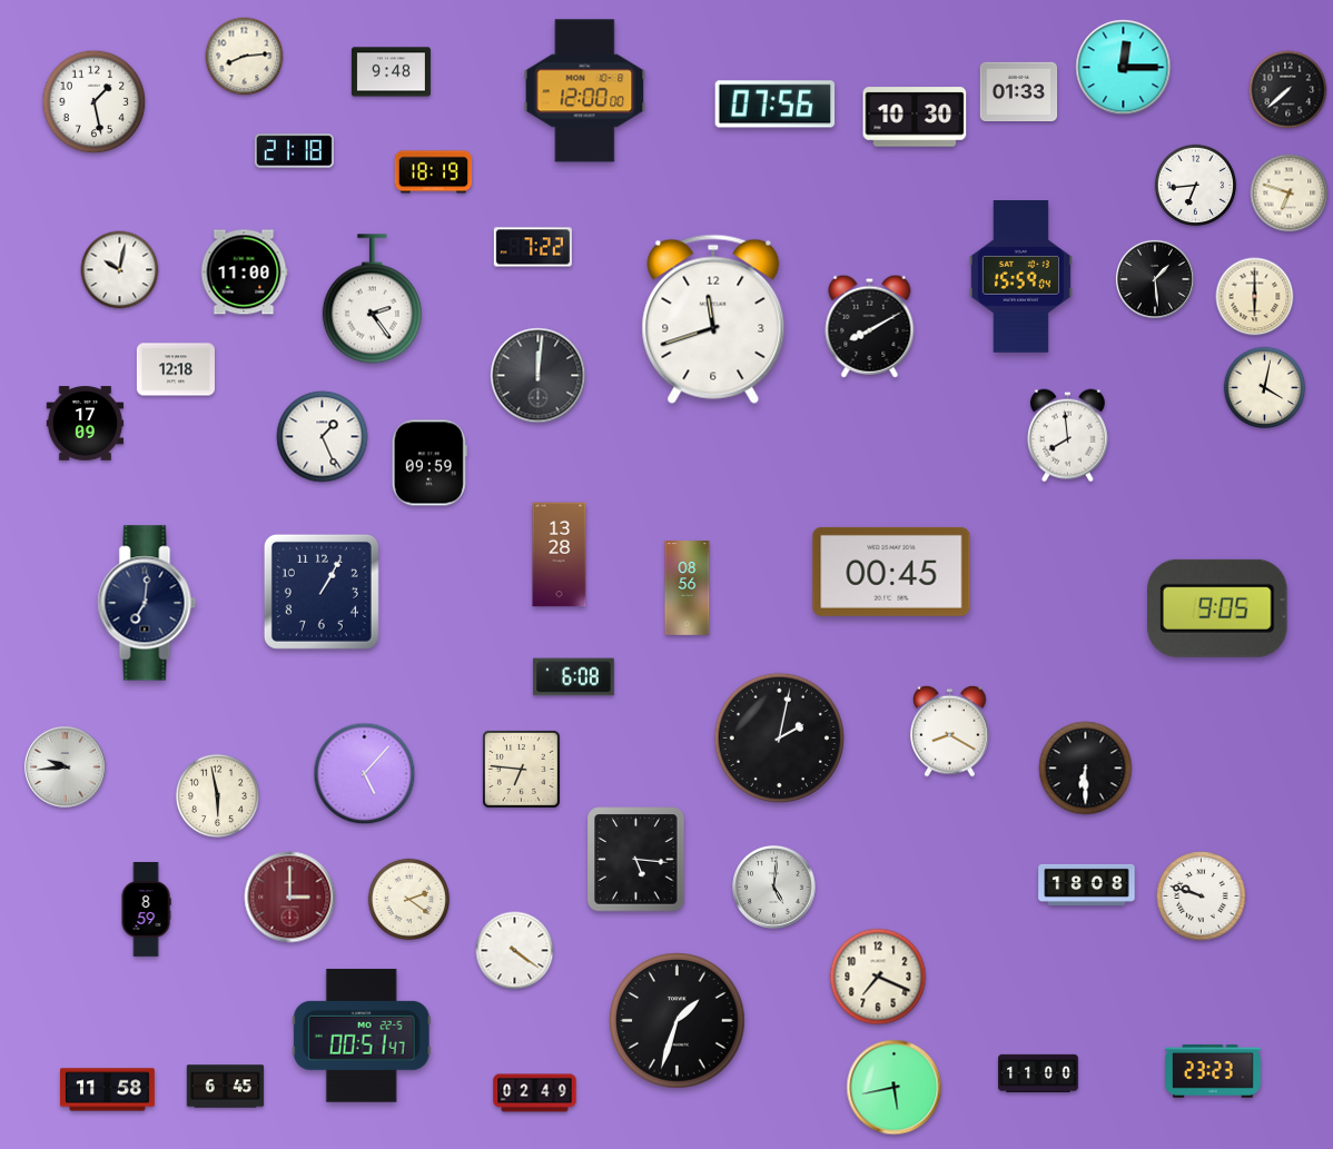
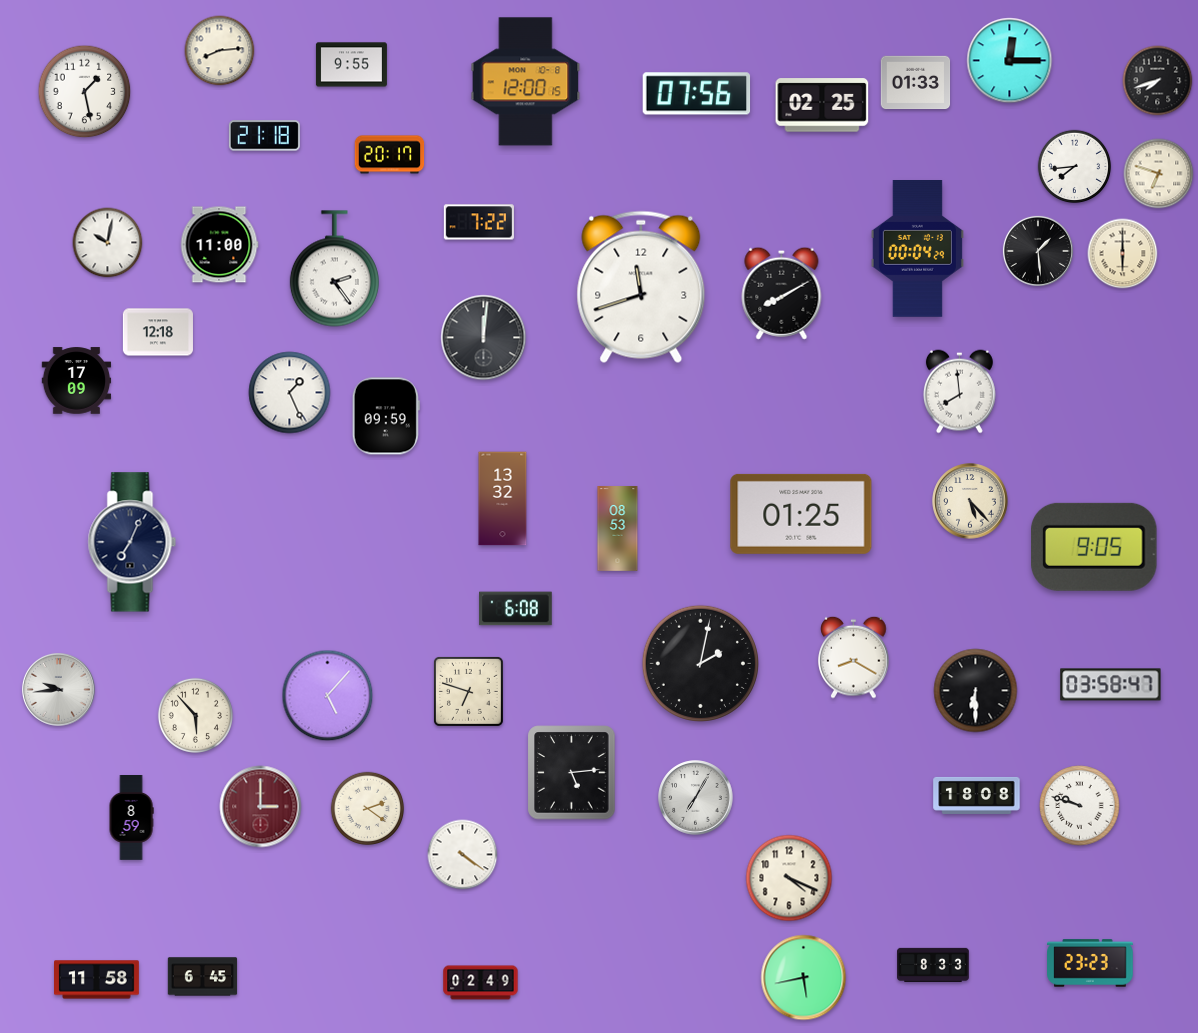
clock at (391, 72): 9:48 -> 9:55
clock at (1288, 90): 7:38 -> 7:42
clock at (585, 91): 12:00:00 -> 12:00:15
clock at (915, 117): 10:30 -> 02:25
clock at (434, 172): 18:19 -> 20:17
clock at (1196, 186): 6:44 -> 7:44
clock at (1020, 277): 15:59 -> 00:04
clock at (1255, 297) position: (1255, 297) -> (1123, 254)
clock at (1265, 388): 4:02 -> none
clock at (560, 555): 13:28 -> 13:32
clock at (970, 501): none -> 5:23
clock at (891, 572): 00:45 -> 01:25
clock at (688, 588): 08:56 -> 08:53
clock at (322, 592): 1:05 -> none
clock at (147, 603): 7:01 -> 7:04
clock at (1111, 685): none -> 03:58
clock at (521, 769): 6:46 -> 6:48
clock at (217, 795): 5:58 -> 5:53
clock at (636, 860): 5:16 -> 5:14
clock at (774, 888): 5:01 -> 7:05
clock at (878, 977): 7:19 -> 4:19
clock at (678, 1021): 1:33 -> none
clock at (362, 1036): 00:51 -> none
clock at (1039, 1072): 11:00 -> 8:33
